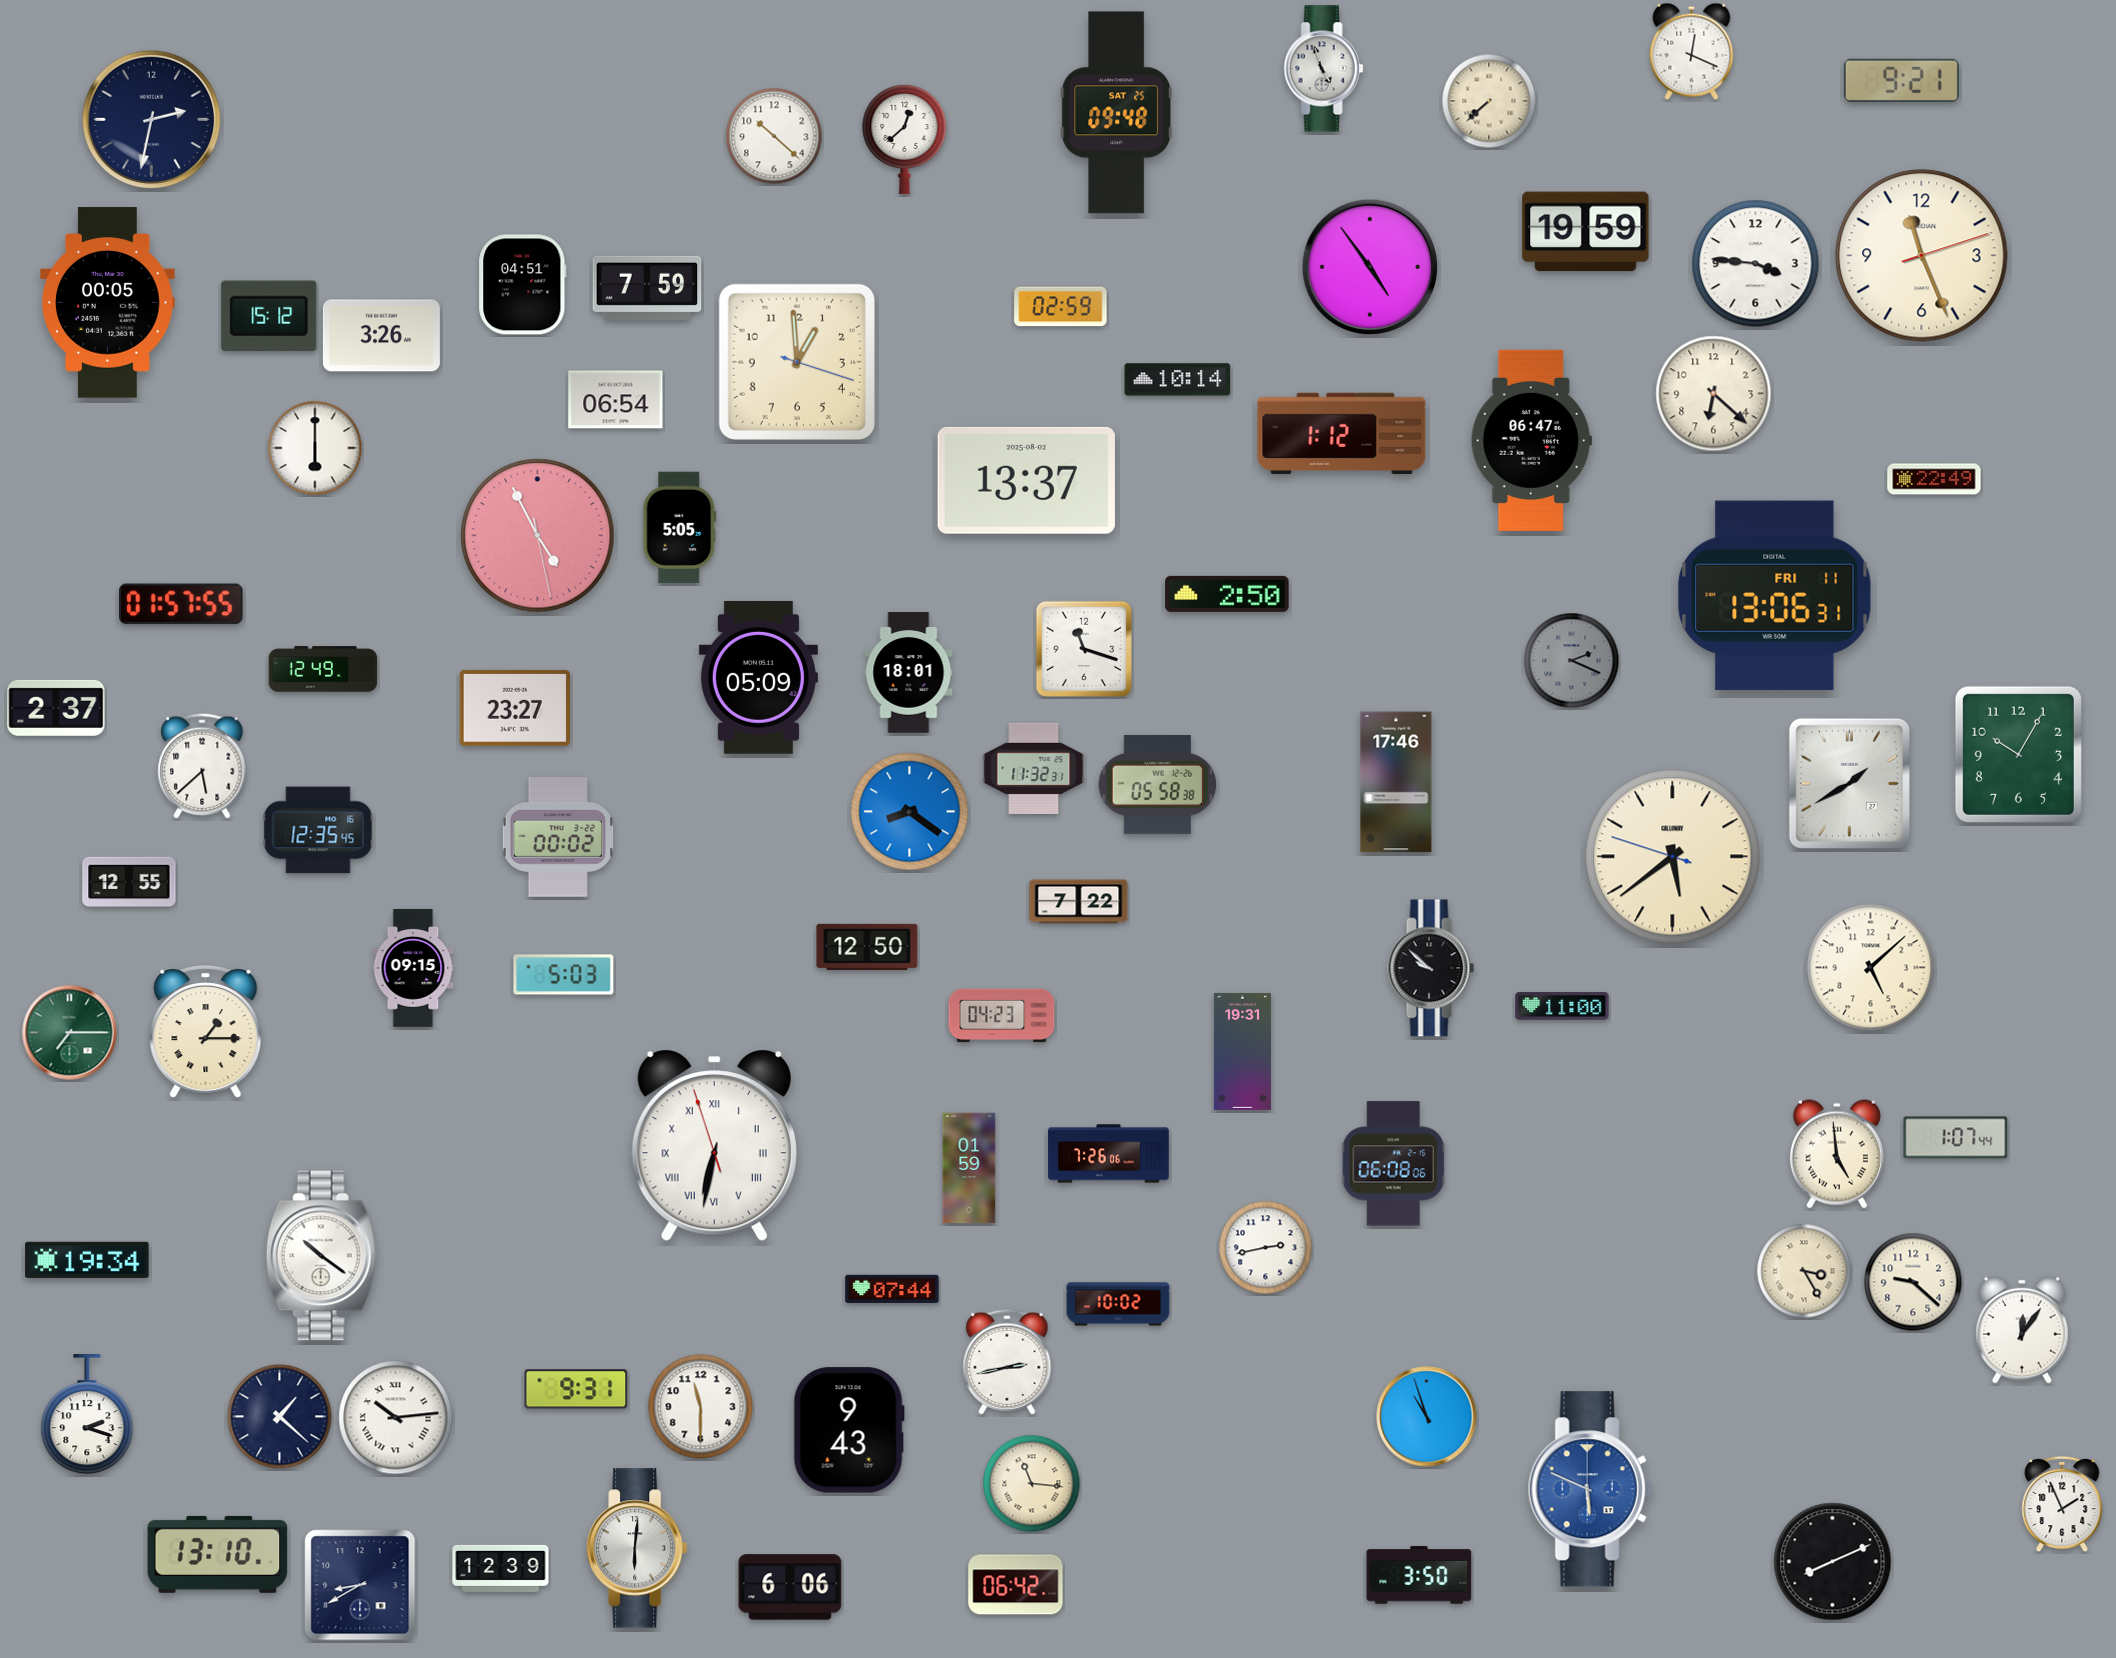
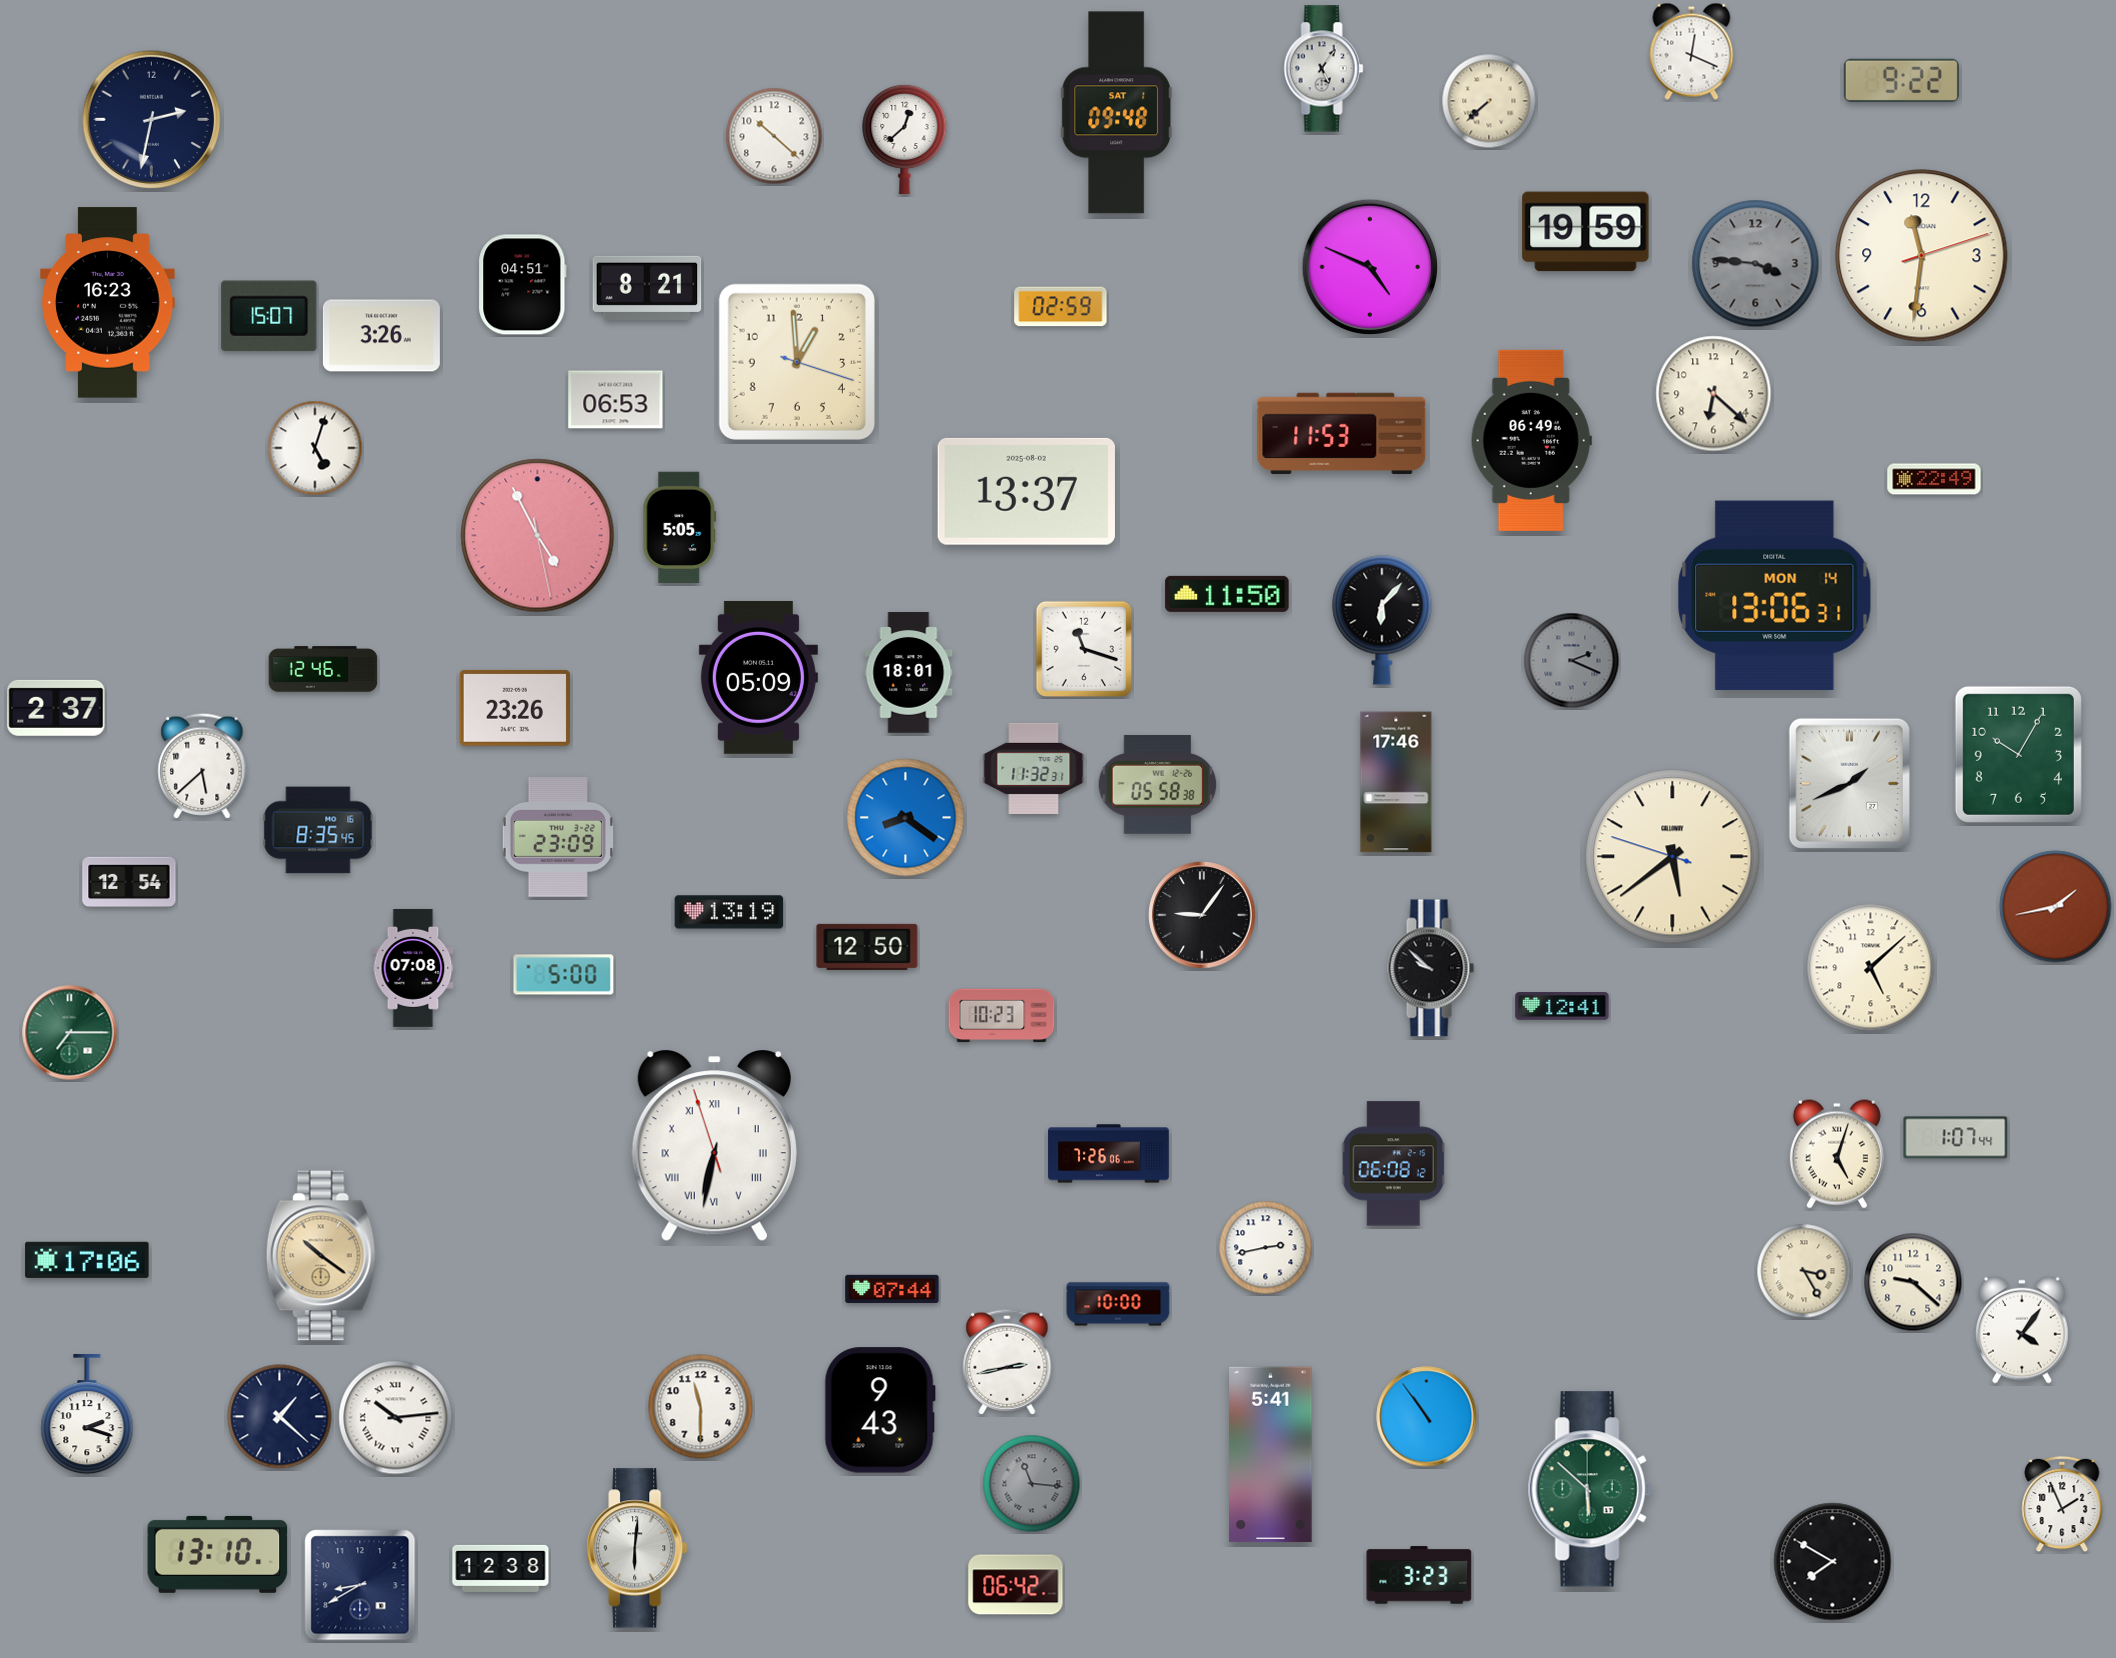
clock at (1324, 69): 4:57 -> 5:06
clock at (1901, 80): 9:21 -> 9:22
clock at (1116, 113) date: SAT 25 -> SAT 1
clock at (1922, 256): 11:26 -> 11:31
clock at (1756, 264) dial: white -> grey
clock at (1369, 266): 4:54 -> 4:49
clock at (647, 287): 7:59 -> 8:21
clock at (108, 303): 00:05 -> 16:23
clock at (269, 316): 15:12 -> 15:07
clock at (1178, 380): 10:14 -> none
clock at (616, 400): 06:54 -> 06:53
clock at (1342, 433): 1:12 -> 11:53
clock at (1531, 440): 06:47 -> 06:49
clock at (315, 448): 6:00 -> 5:03
clock at (1026, 480) position: (1026, 480) -> (1026, 491)
clock at (1227, 594): 2:50 -> 11:50
clock at (1775, 596) date: FRI 11 -> MON 14
clock at (181, 604): 01:57 -> none
clock at (1382, 620): none -> 6:07
clock at (323, 669): 12:49 -> 12:46
clock at (515, 708): 23:27 -> 23:26
clock at (1849, 783): 1:40 -> 1:41
clock at (910, 812) position: (910, 812) -> (906, 818)
clock at (318, 830): 12:35 -> 8:35
clock at (557, 838): 00:02 -> 23:09
clock at (129, 882): 12:55 -> 12:54
clock at (1079, 902): 7:22 -> none
clock at (2056, 907): none -> 1:43
clock at (729, 912): none -> 13:19
clock at (1202, 915): none -> 9:06
clock at (413, 968): 09:15 -> 07:08
clock at (564, 975): 5:03 -> 5:00
clock at (1562, 1006): 11:00 -> 12:41
clock at (1002, 1016): 04:23 -> 10:23
clock at (206, 1033): 1:15 -> none
clock at (1242, 1051): 19:31 -> none
clock at (1837, 1154): 4:59 -> 5:03
clock at (1393, 1164): 06:08:06 -> 06:08:12
clock at (969, 1168): 01:59 -> none
clock at (321, 1256) dial: white -> champagne
clock at (87, 1260): 19:34 -> 17:06
clock at (1118, 1304): 10:02 -> 10:00
clock at (2023, 1330): 12:06 -> 4:06
clock at (576, 1389): 9:31 -> none
clock at (1427, 1417): 10:57 -> 10:54
clock at (849, 1430) position: (849, 1430) -> (880, 1410)
clock at (1271, 1455): none -> 5:41
clock at (1032, 1484) dial: cream -> grey
clock at (1590, 1489): 5:49 -> 5:52
clock at (1590, 1489) dial: blue -> green
clock at (1833, 1562): 8:11 -> 7:50
clock at (501, 1568): 12:39 -> 12:38
clock at (1419, 1575): 3:50 -> 3:23
clock at (790, 1587): 6:06 -> none
